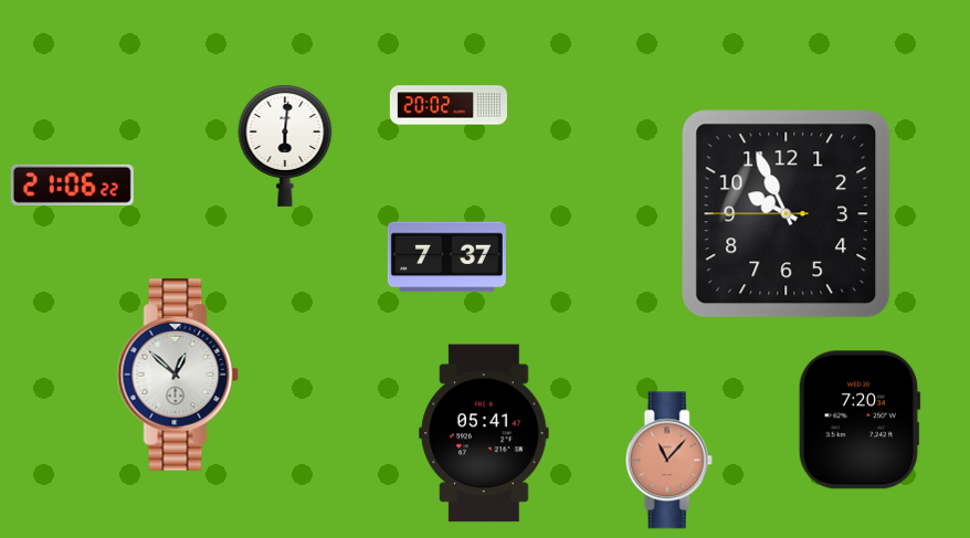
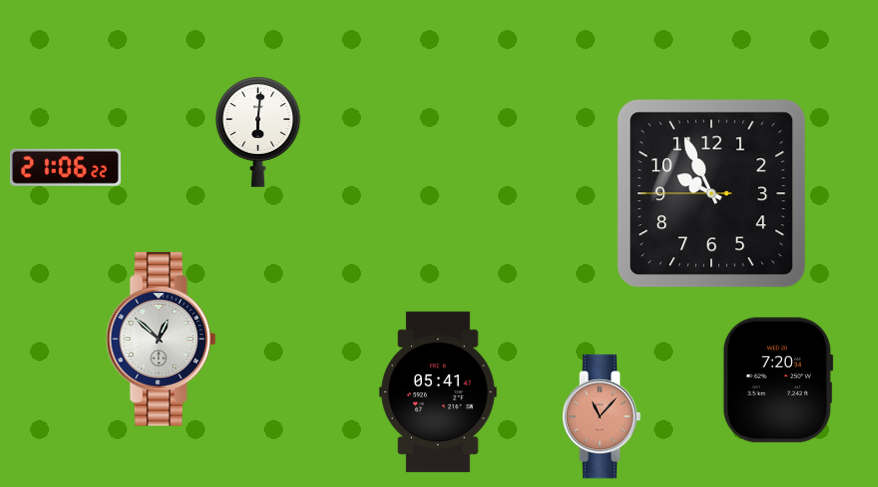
clock at (447, 105): 20:02 -> none
clock at (446, 257): 7:37 -> none
clock at (668, 461) position: (668, 461) -> (601, 417)
